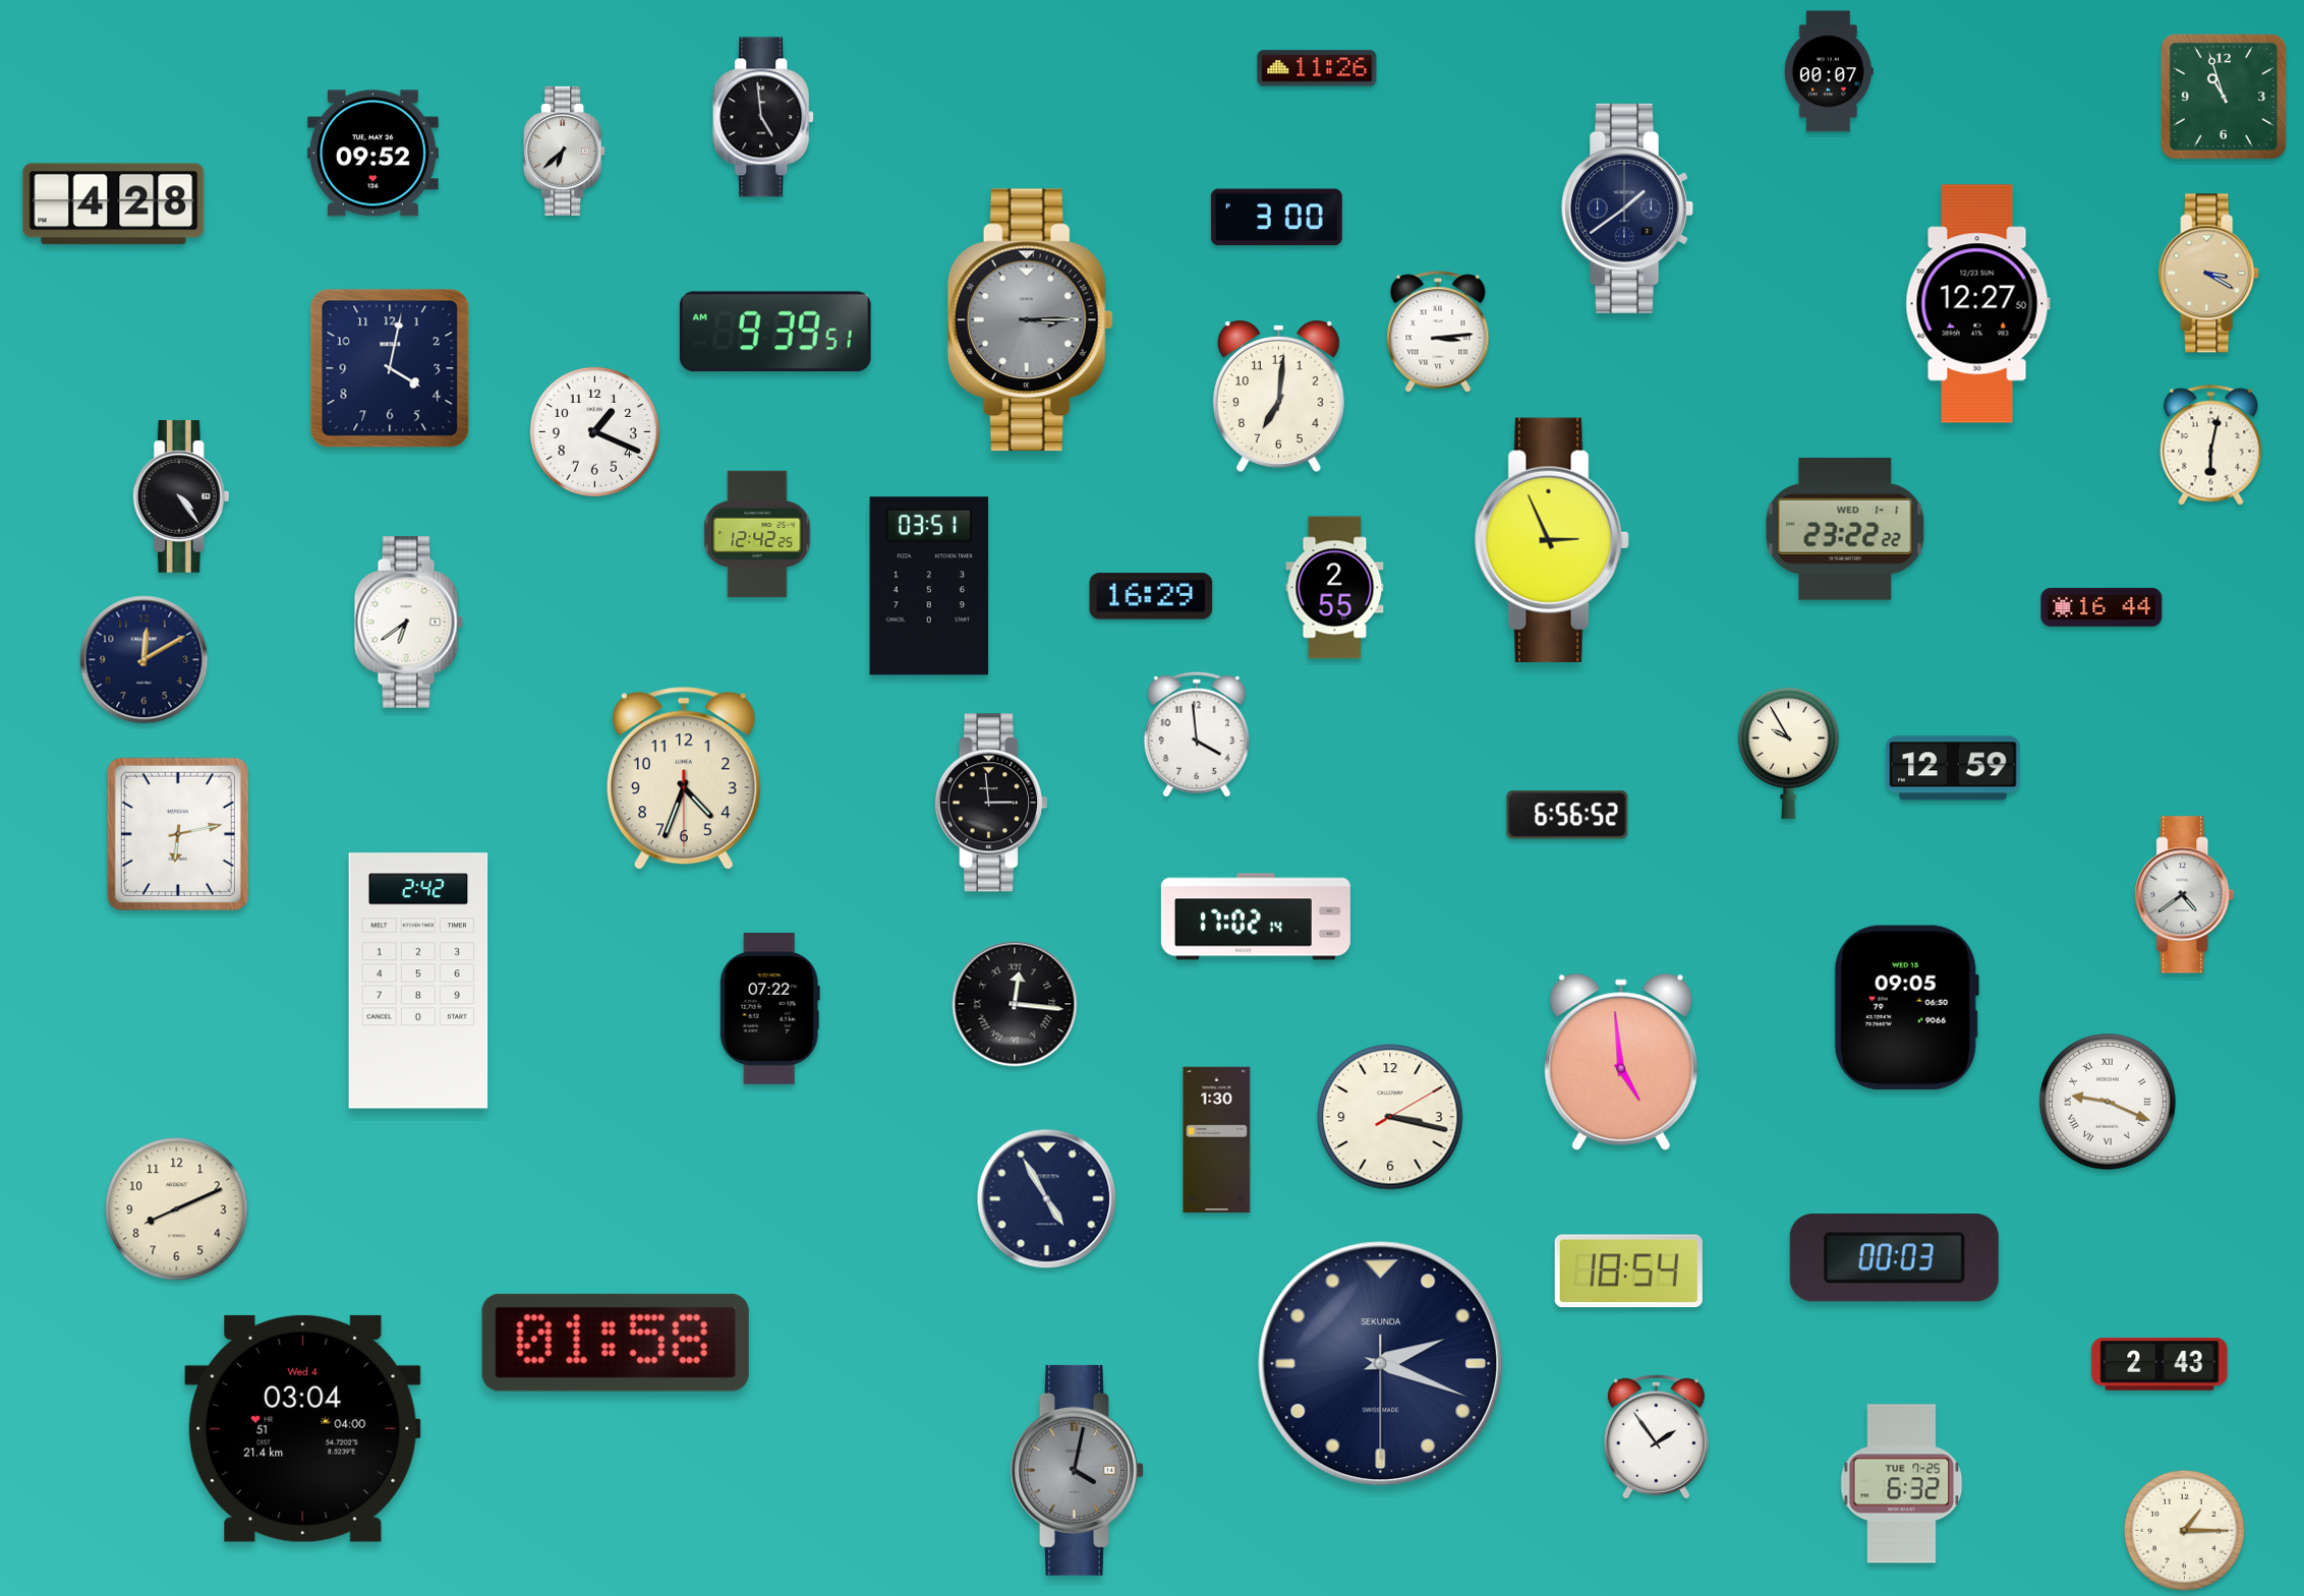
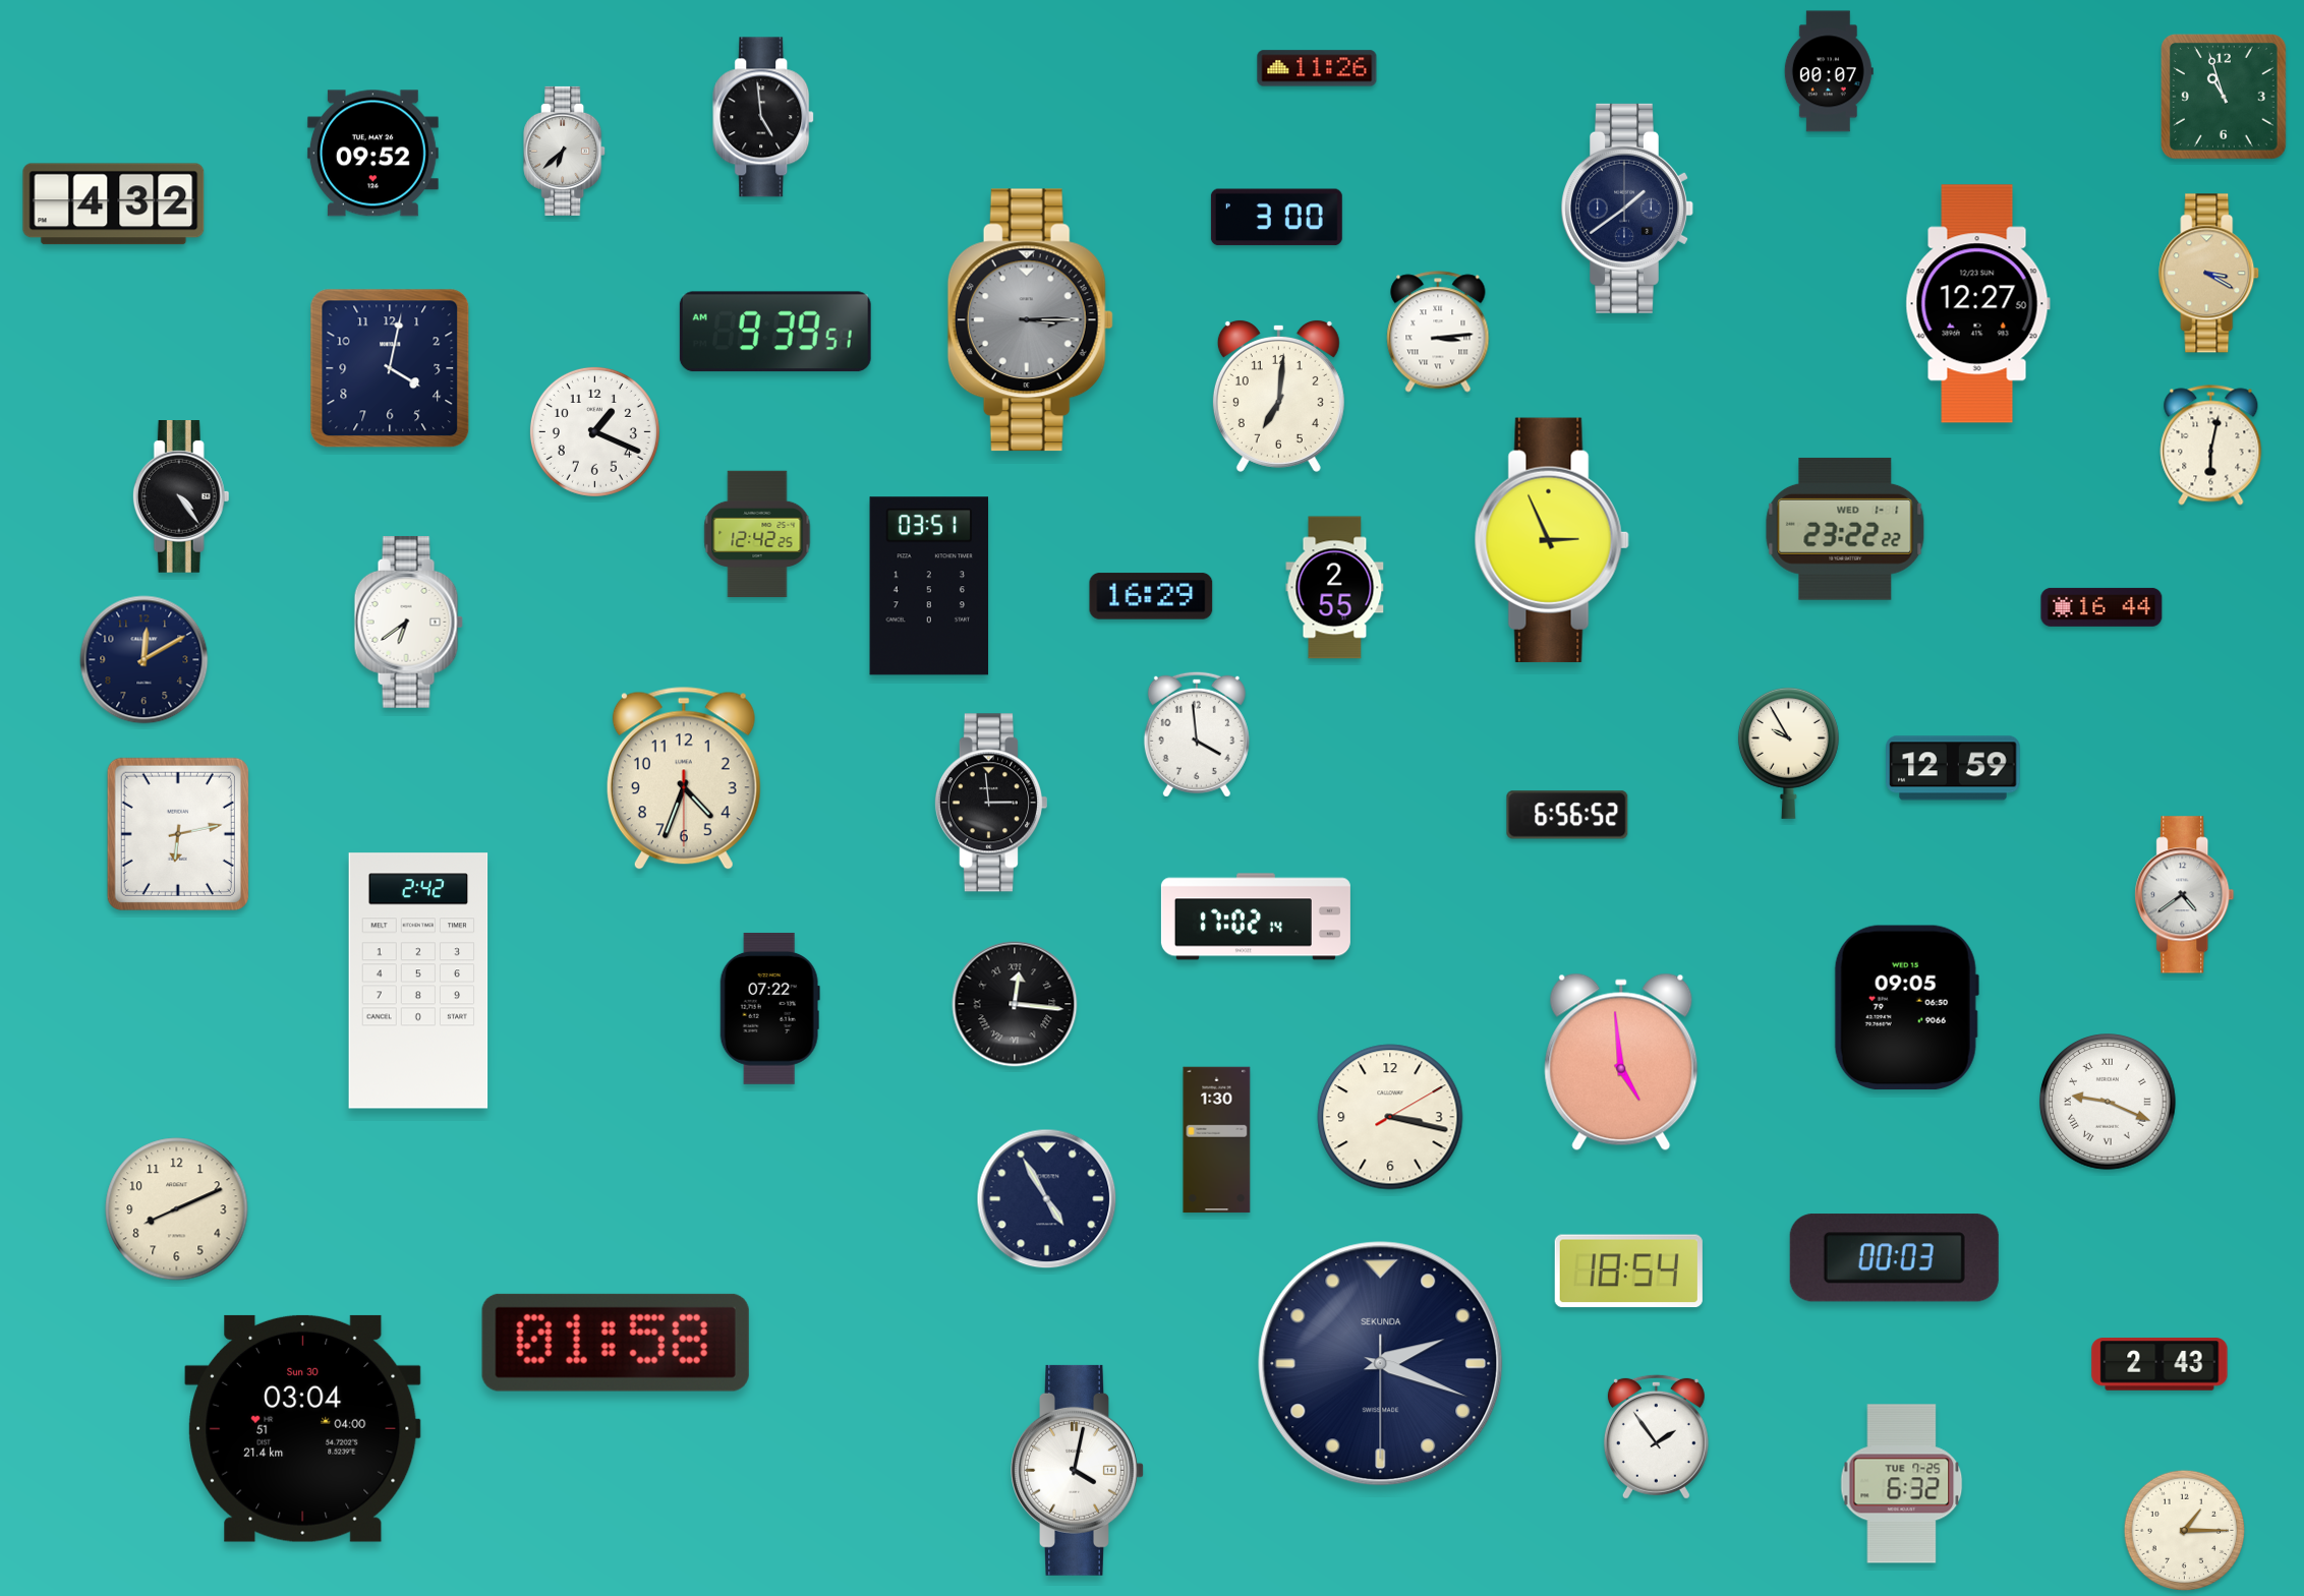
clock at (114, 204): 4:28 -> 4:32
clock at (303, 1428) date: Wed 4 -> Sun 30
clock at (1078, 1470) dial: grey -> white
